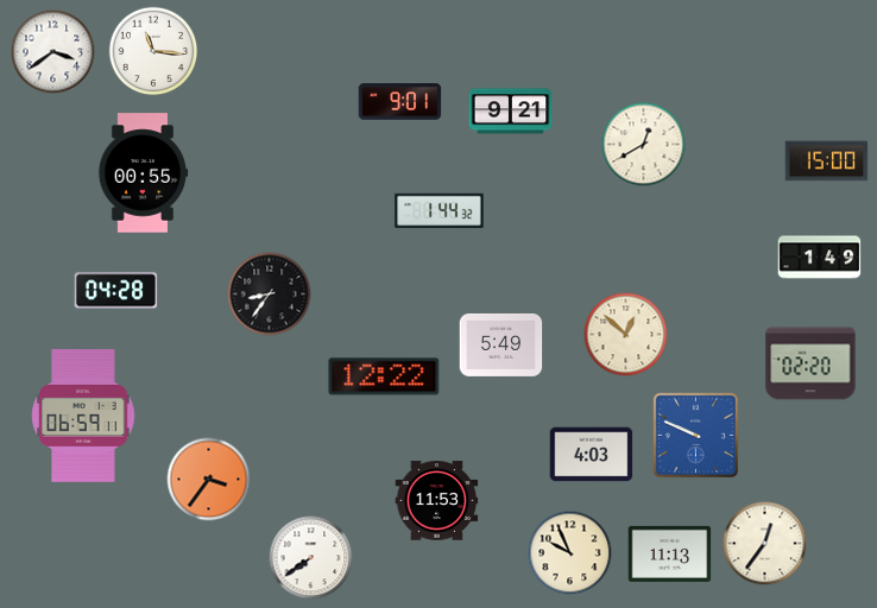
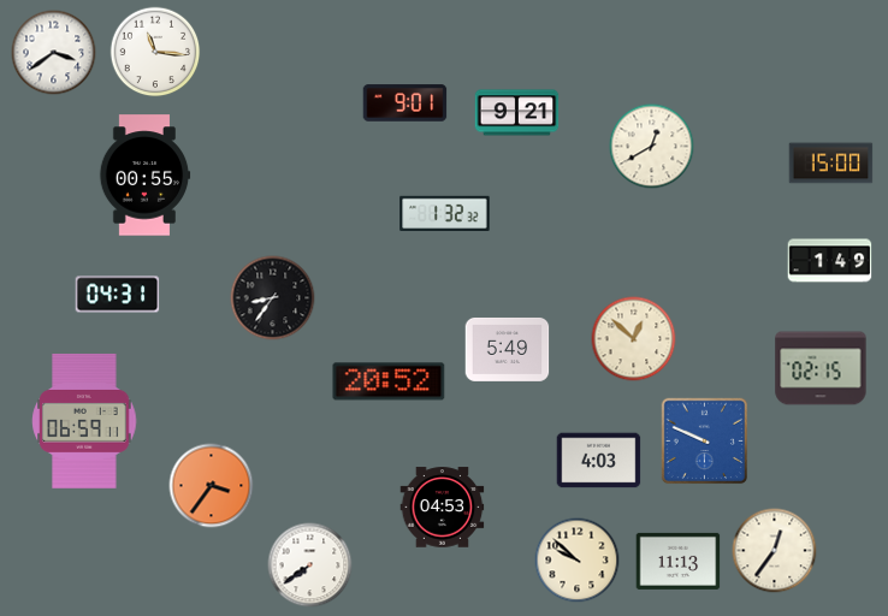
clock at (827, 161) position: (827, 161) -> (831, 164)
clock at (440, 211): 1:44 -> 1:32
clock at (116, 291): 04:28 -> 04:31
clock at (810, 363): 02:20 -> 02:15
clock at (384, 376): 12:22 -> 20:52
clock at (437, 501): 11:53 -> 04:53
clock at (570, 553): 9:56 -> 9:52
clock at (311, 558) position: (311, 558) -> (310, 565)
